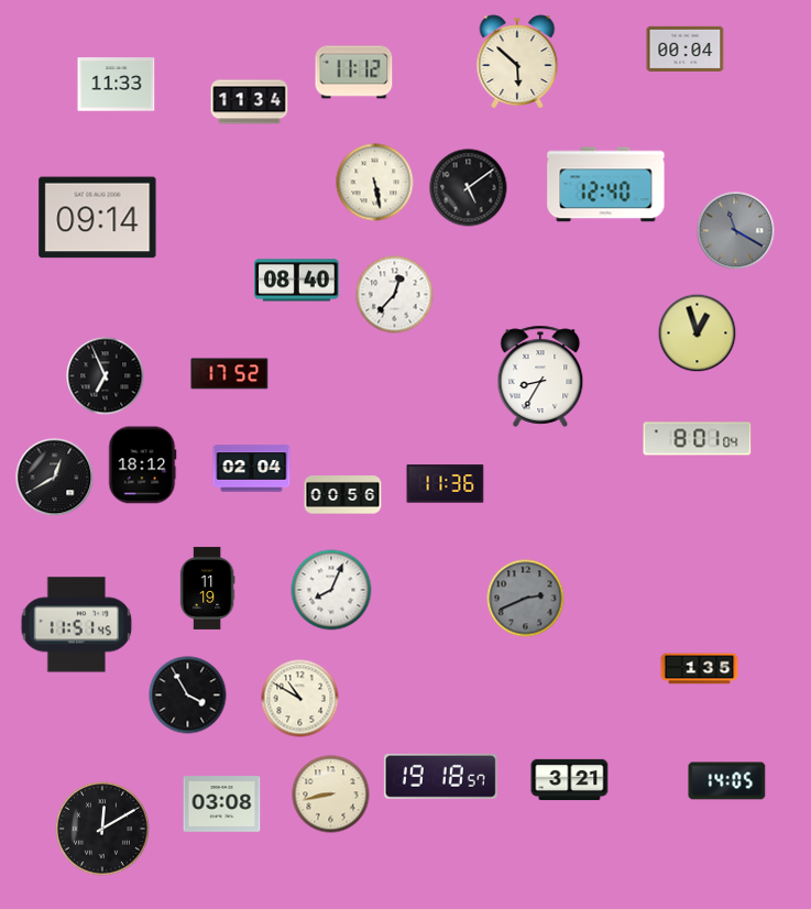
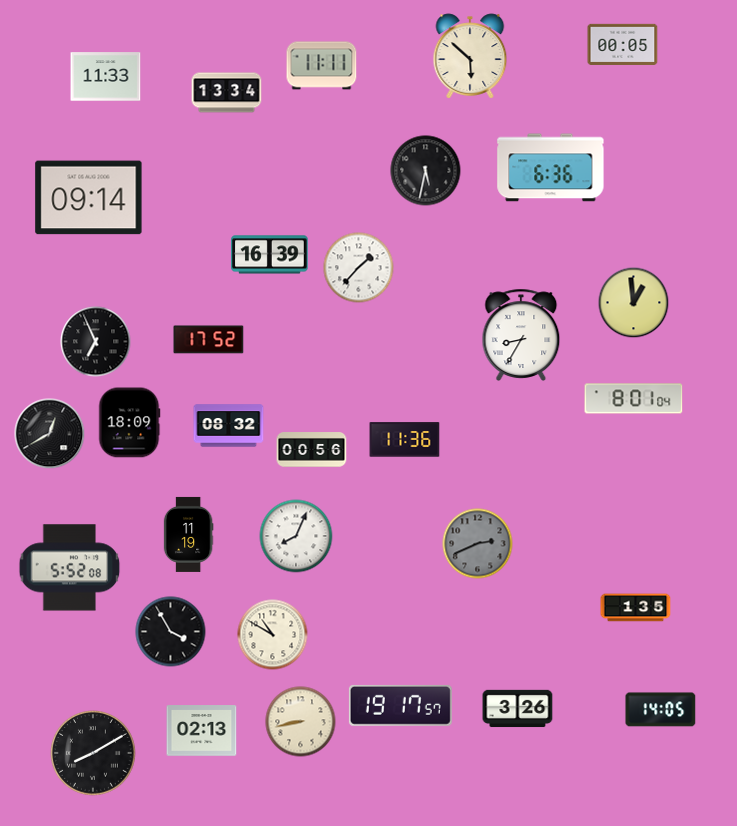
clock at (686, 48): 00:04 -> 00:05
clock at (354, 73): 11:12 -> 11:11
clock at (250, 102): 11:34 -> 13:34
clock at (375, 183): 5:28 -> none
clock at (606, 185): 12:40 -> 6:36
clock at (469, 188): 5:09 -> 5:32
clock at (736, 231): 11:20 -> none
clock at (297, 281): 08:40 -> 16:39
clock at (395, 295): 12:37 -> 1:37
clock at (698, 333): 12:57 -> 12:59
clock at (540, 376) position: (540, 376) -> (521, 335)
clock at (143, 466): 18:12 -> 18:09
clock at (252, 469): 02:04 -> 08:32
clock at (331, 590) position: (331, 590) -> (296, 536)
clock at (77, 625): 11:51 -> 5:52
clock at (440, 776): 19:18 -> 19:17
clock at (570, 780): 3:21 -> 3:26
clock at (222, 804): 03:08 -> 02:13
clock at (103, 830): 12:10 -> 8:10
